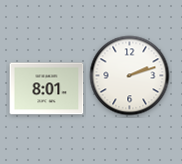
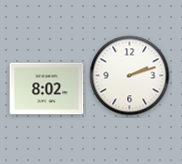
clock at (47, 89): 8:01 -> 8:02
